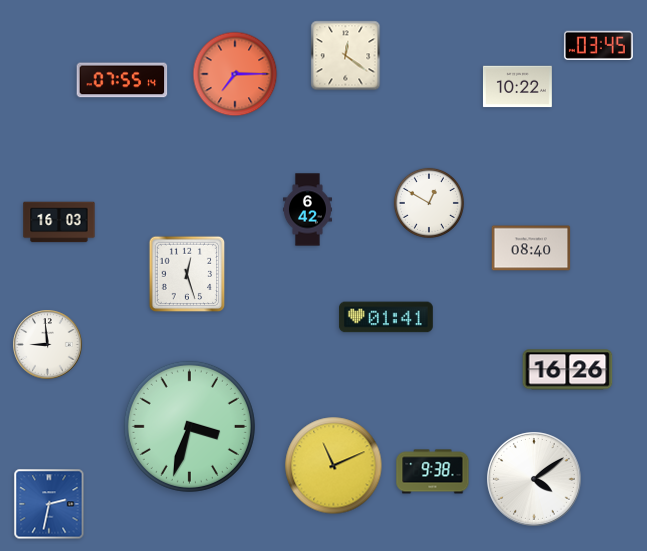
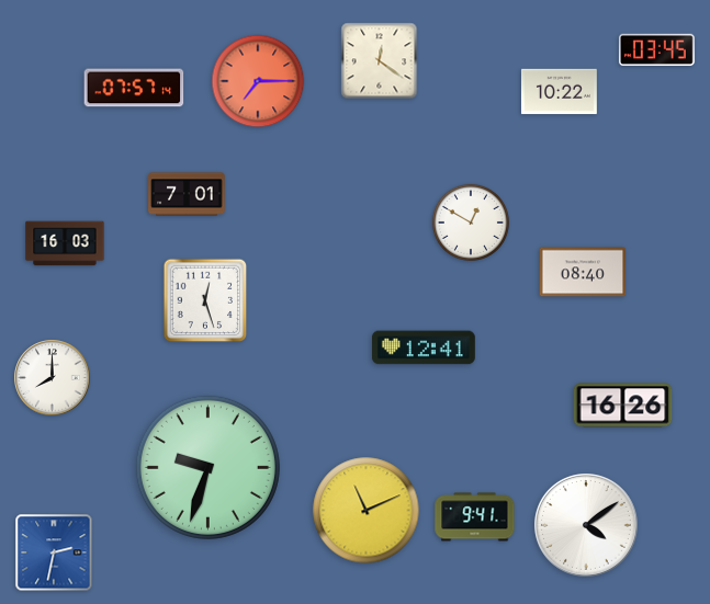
clock at (122, 80): 07:55 -> 07:57
clock at (517, 87) position: (517, 87) -> (559, 92)
clock at (187, 194): none -> 7:01
clock at (307, 210): 6:42 -> none
clock at (386, 317): 01:41 -> 12:41
clock at (48, 345): 8:59 -> 8:00
clock at (189, 426): 3:33 -> 9:33
clock at (433, 472): 9:38 -> 9:41
